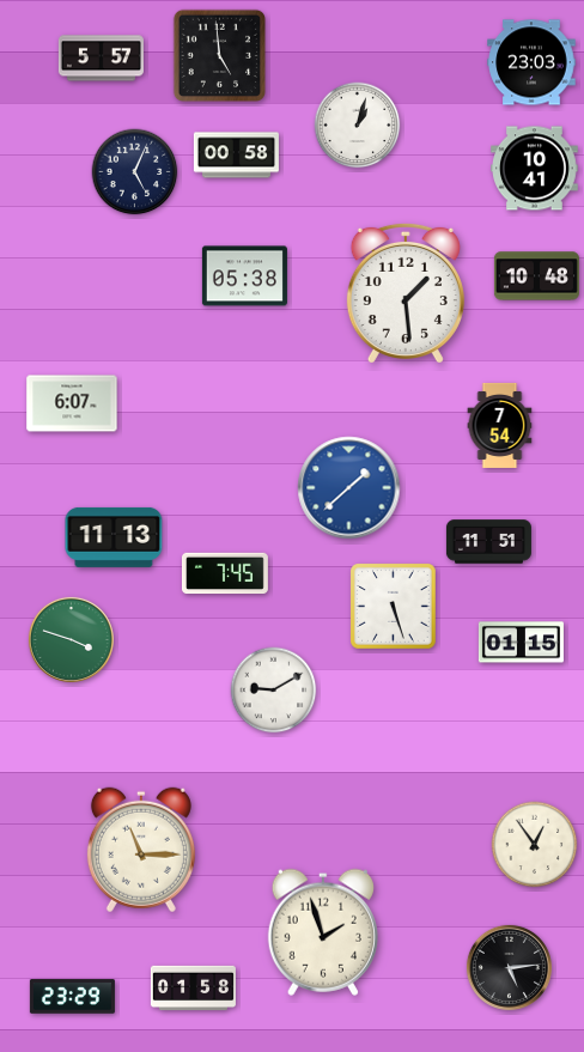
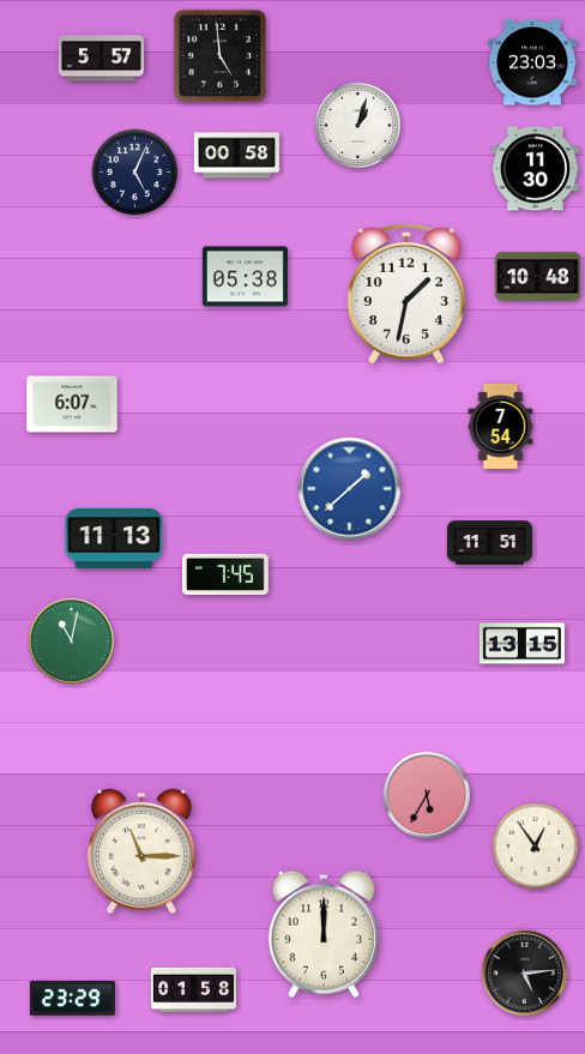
clock at (535, 169): 10:41 -> 11:30
clock at (406, 293): 1:29 -> 1:32
clock at (394, 607): 5:27 -> none
clock at (71, 639): 3:48 -> 11:02
clock at (521, 643): 01:15 -> 13:15
clock at (274, 691): 9:10 -> none
clock at (427, 795): none -> 5:35
clock at (323, 932): 1:57 -> 12:00
clock at (509, 967) position: (509, 967) -> (524, 972)
